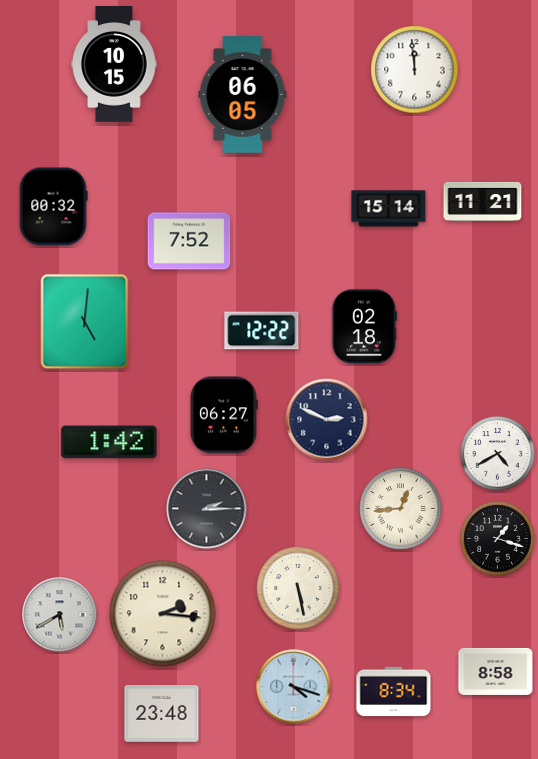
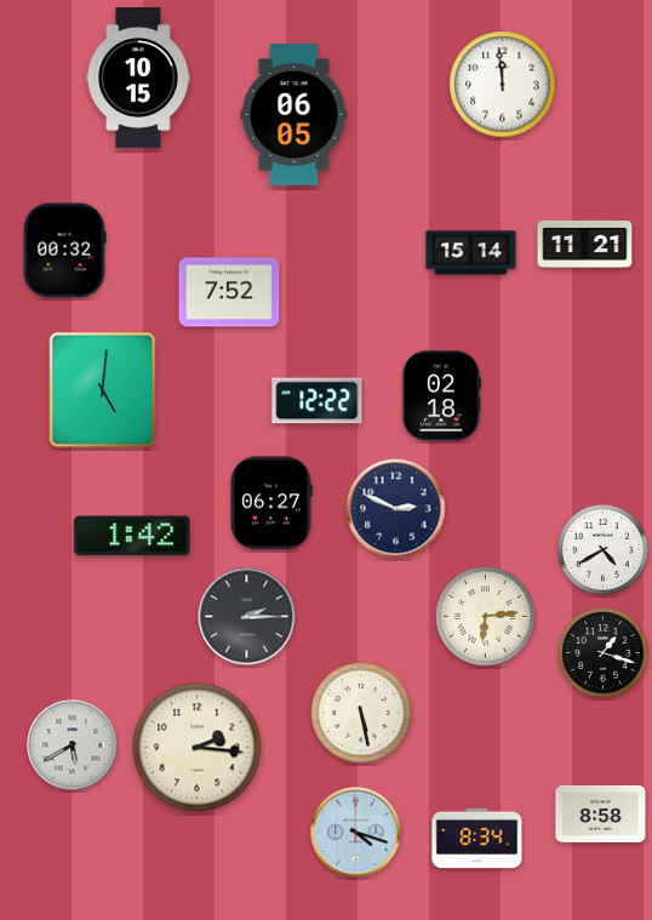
clock at (207, 509) position: (207, 509) -> (247, 617)
clock at (401, 509): 12:44 -> 6:14
clock at (163, 614) position: (163, 614) -> (198, 748)
clock at (162, 714): 23:48 -> none
